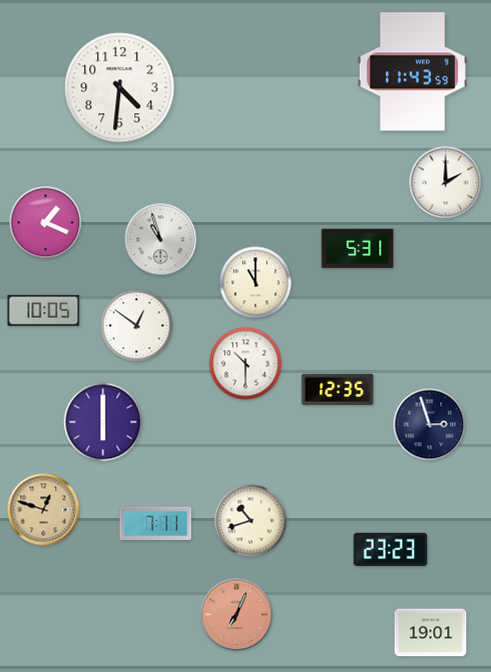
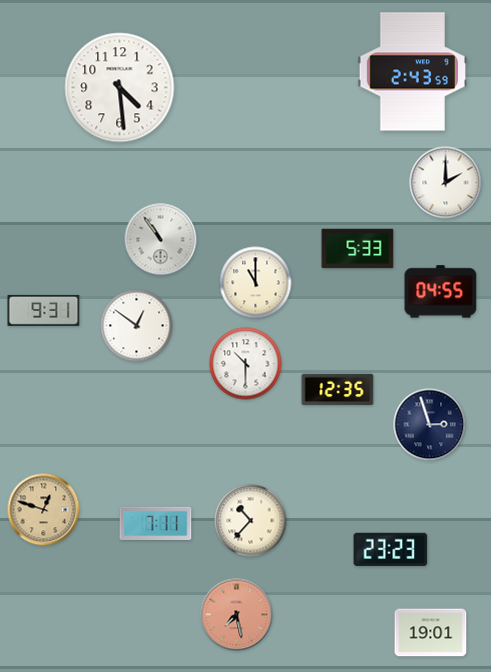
clock at (413, 72): 11:43 -> 2:43
clock at (120, 88): 4:31 -> 4:29
clock at (46, 223): 1:19 -> none
clock at (161, 240): 10:57 -> 10:54
clock at (358, 249): 5:31 -> 5:33
clock at (441, 292): none -> 04:55
clock at (44, 310): 10:05 -> 9:31
clock at (103, 422): 6:00 -> none
clock at (251, 521): 10:42 -> 10:37
clock at (237, 615): 7:04 -> 7:28
